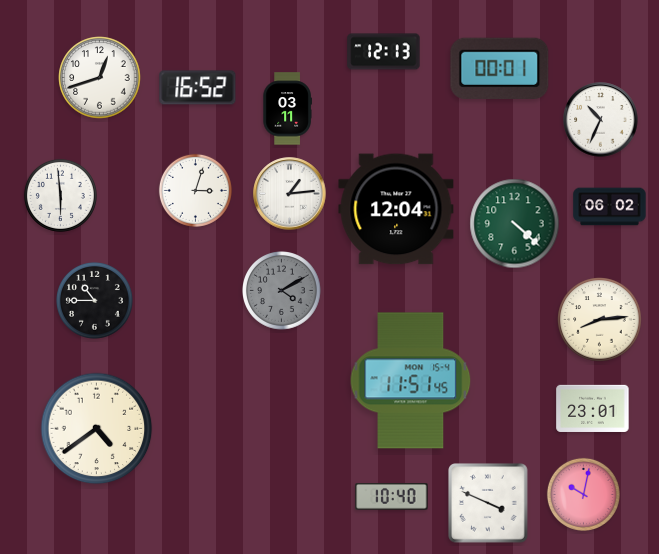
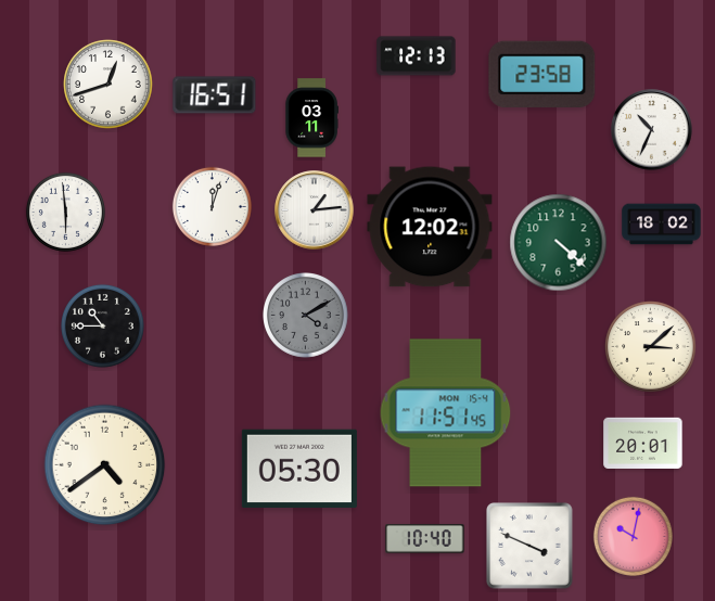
clock at (500, 68): 00:01 -> 23:58
clock at (198, 88): 16:52 -> 16:51
clock at (195, 190): 3:03 -> 12:03
clock at (610, 207): 06:02 -> 18:02
clock at (396, 209): 12:04 -> 12:02
clock at (600, 320): 8:14 -> 3:08
clock at (593, 408): 23:01 -> 20:01
clock at (299, 468): none -> 05:30
